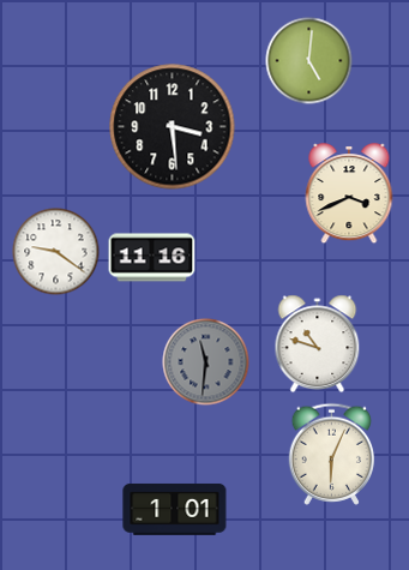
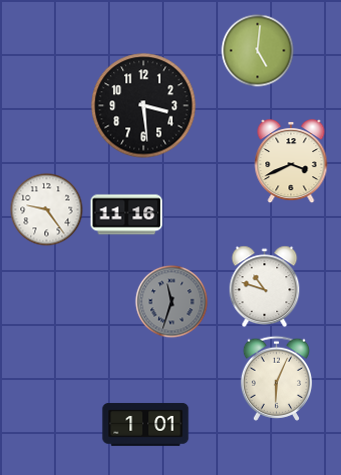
clock at (56, 252): 9:21 -> 9:24
clock at (206, 362): 11:31 -> 11:33
